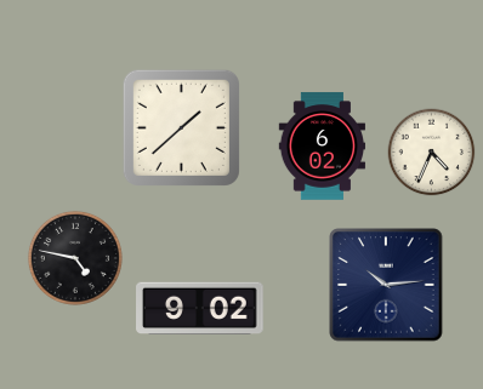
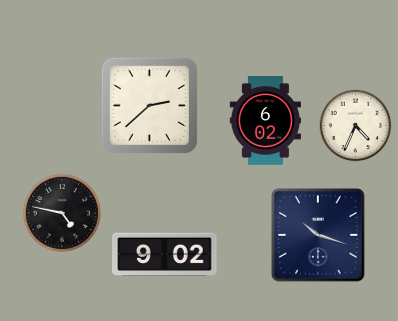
clock at (181, 127): 1:38 -> 2:38
clock at (386, 285): 10:14 -> 10:18
